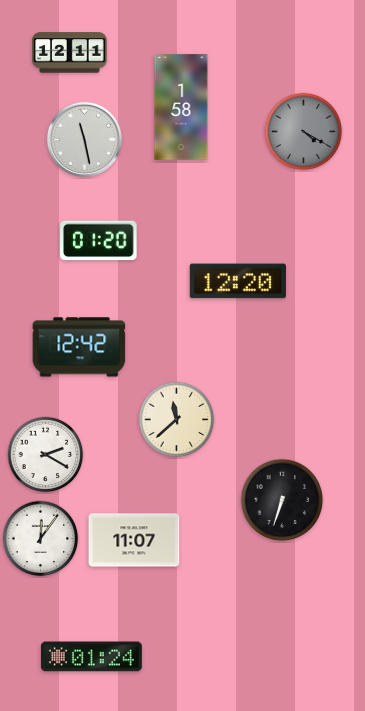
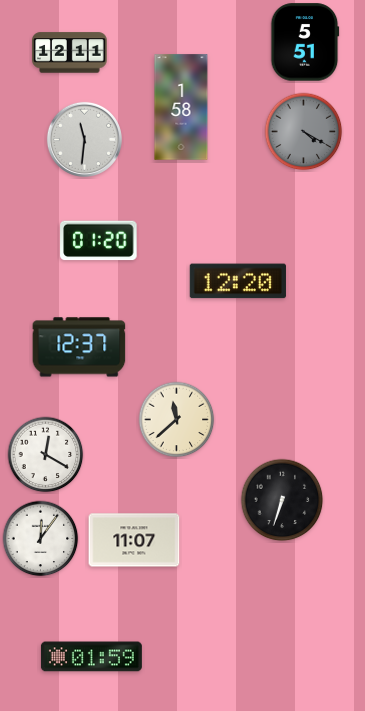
clock at (305, 42): none -> 5:51
clock at (84, 139): 11:28 -> 11:31
clock at (79, 347): 12:42 -> 12:37
clock at (46, 455): 2:20 -> 12:20
clock at (91, 657): 01:24 -> 01:59
